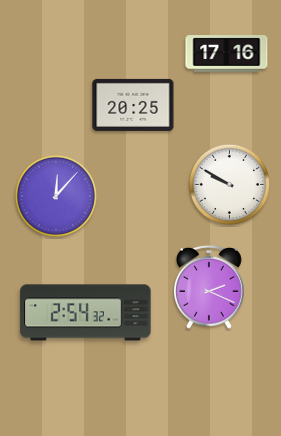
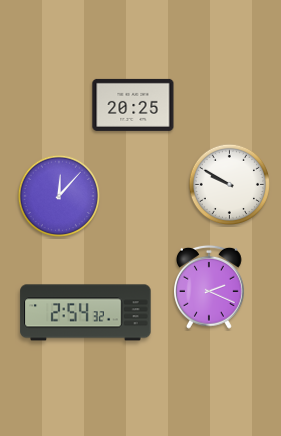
clock at (227, 54): 17:16 -> none
clock at (55, 195) position: (55, 195) -> (58, 195)
